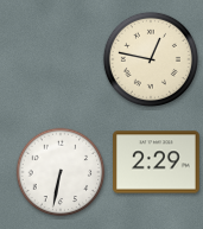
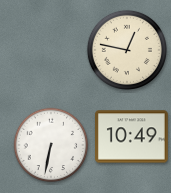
clock at (157, 163): 2:29 -> 10:49
